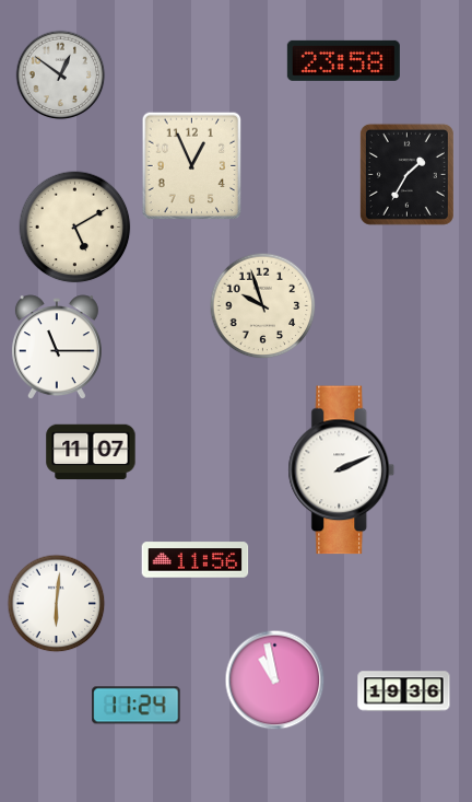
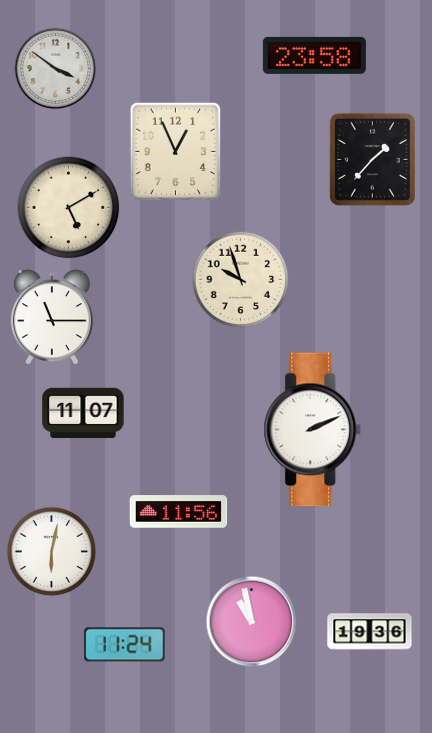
clock at (61, 75): 12:51 -> 3:51
clock at (406, 174): 1:35 -> 1:37
clock at (57, 604): 6:01 -> 6:02
